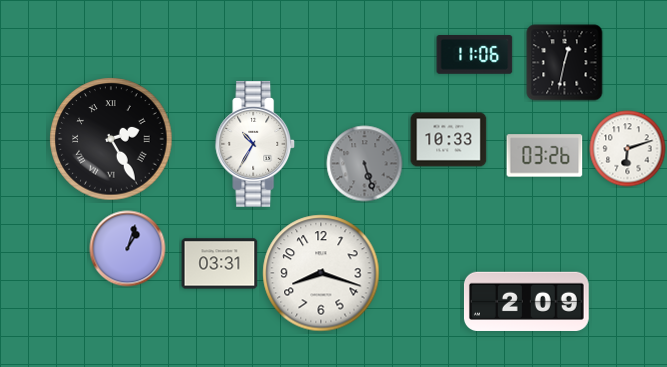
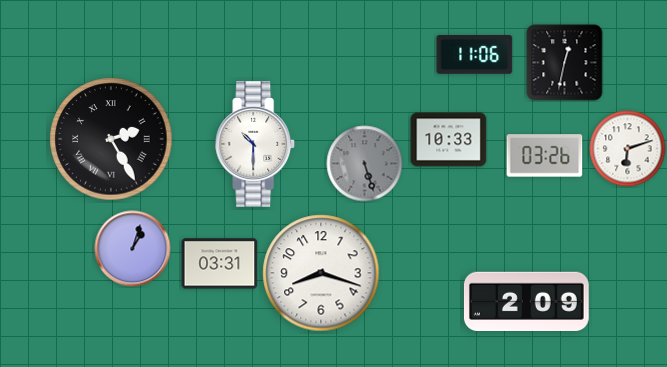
clock at (256, 144): 10:35 -> 10:30
clock at (128, 249) position: (128, 249) -> (133, 249)
